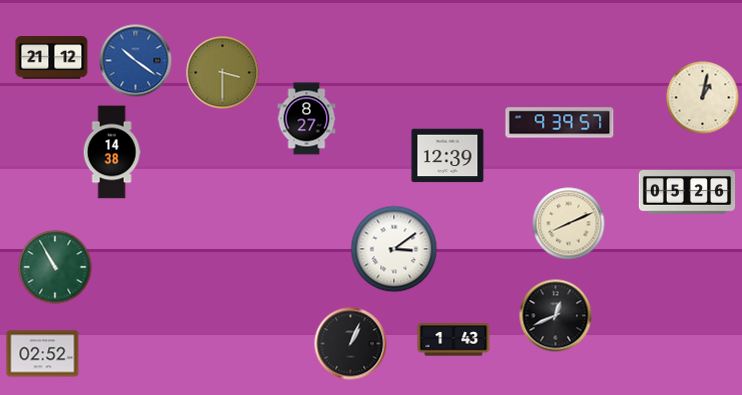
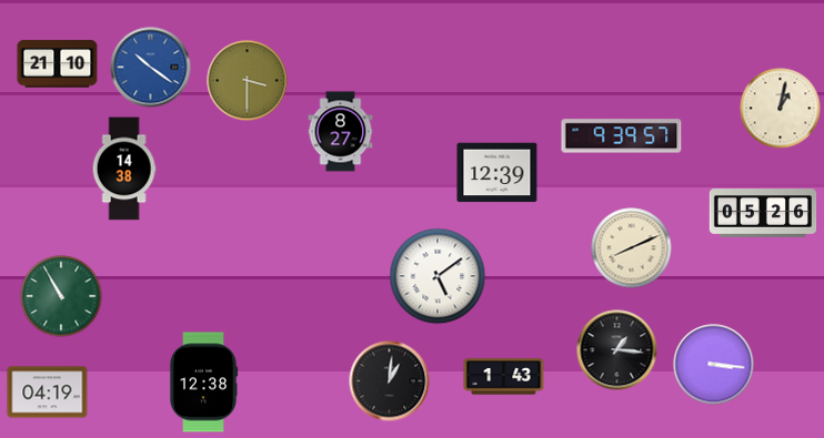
clock at (52, 58): 21:12 -> 21:10
clock at (394, 249): 3:09 -> 5:09
clock at (556, 316): 12:41 -> 1:16
clock at (714, 365): none -> 3:16
clock at (351, 344): 1:04 -> 1:01
clock at (203, 383): none -> 12:38
clock at (43, 354): 02:52 -> 04:19
